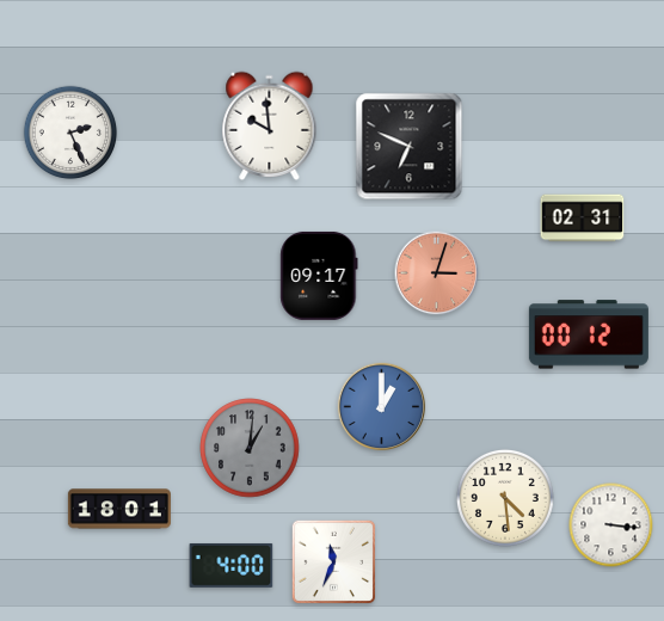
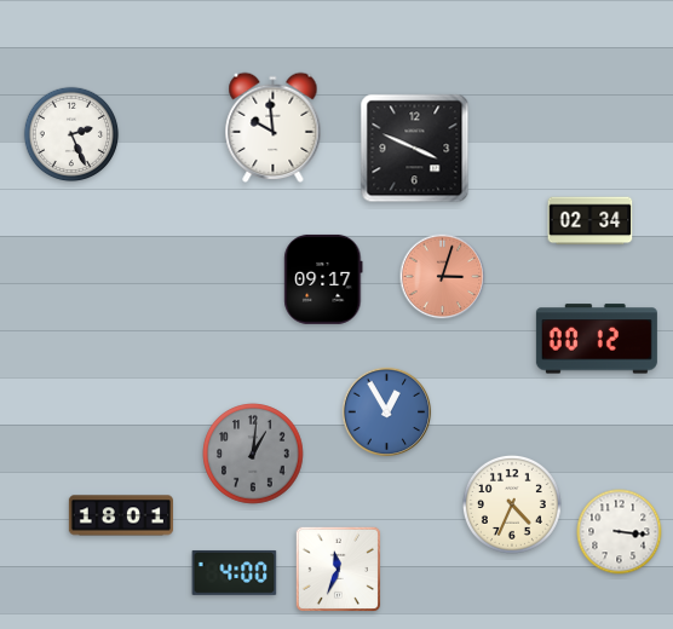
clock at (410, 147): 6:49 -> 3:49
clock at (583, 219): 02:31 -> 02:34
clock at (382, 407): 1:00 -> 12:55
clock at (505, 498): 4:29 -> 4:34
